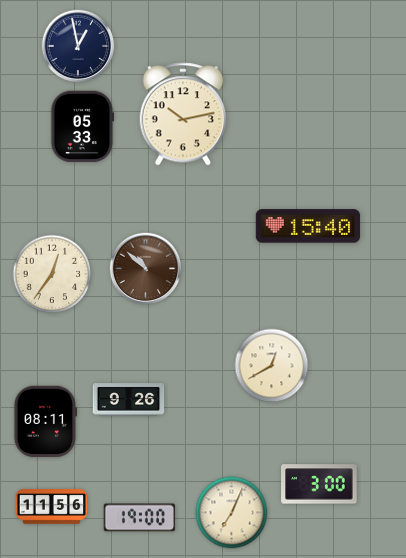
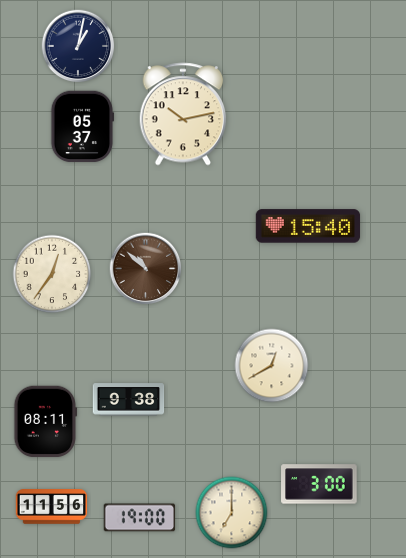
clock at (78, 46): 12:58 -> 1:02
clock at (82, 127): 05:33 -> 05:37
clock at (129, 400): 9:26 -> 9:38
clock at (232, 513): 7:04 -> 7:00
